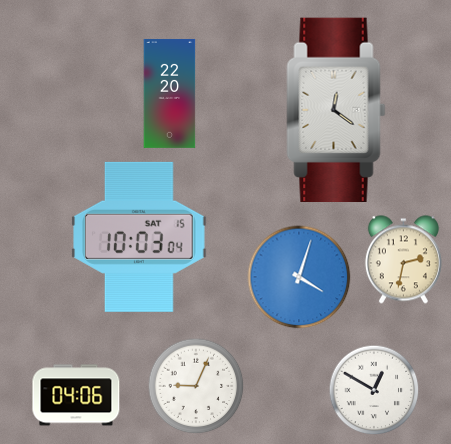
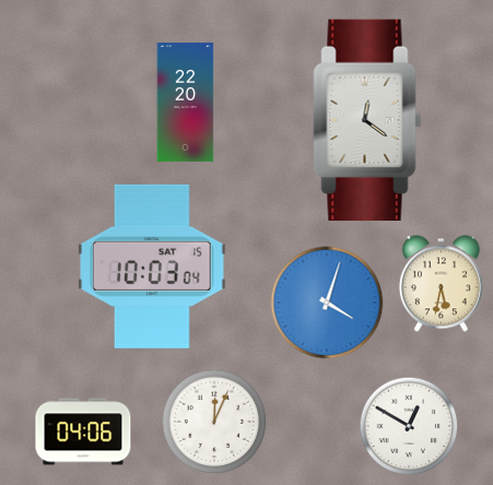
clock at (139, 237) position: (139, 237) -> (152, 267)
clock at (403, 260): 2:32 -> 5:32
clock at (196, 386): 9:04 -> 12:04
